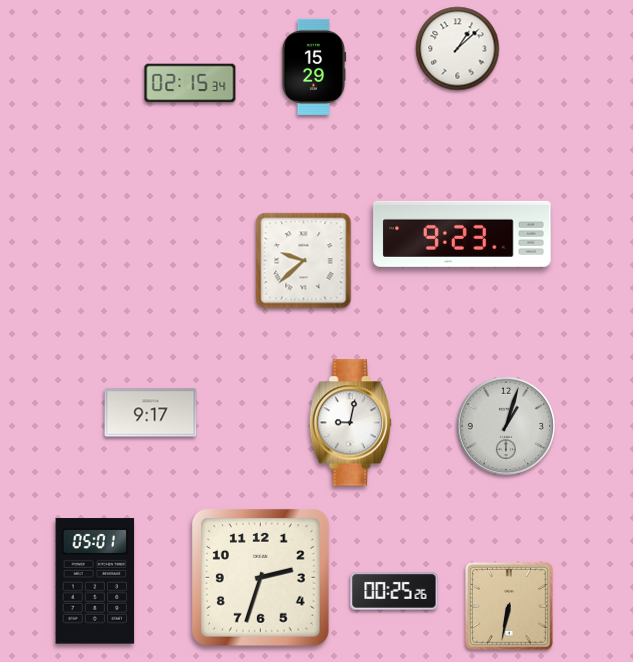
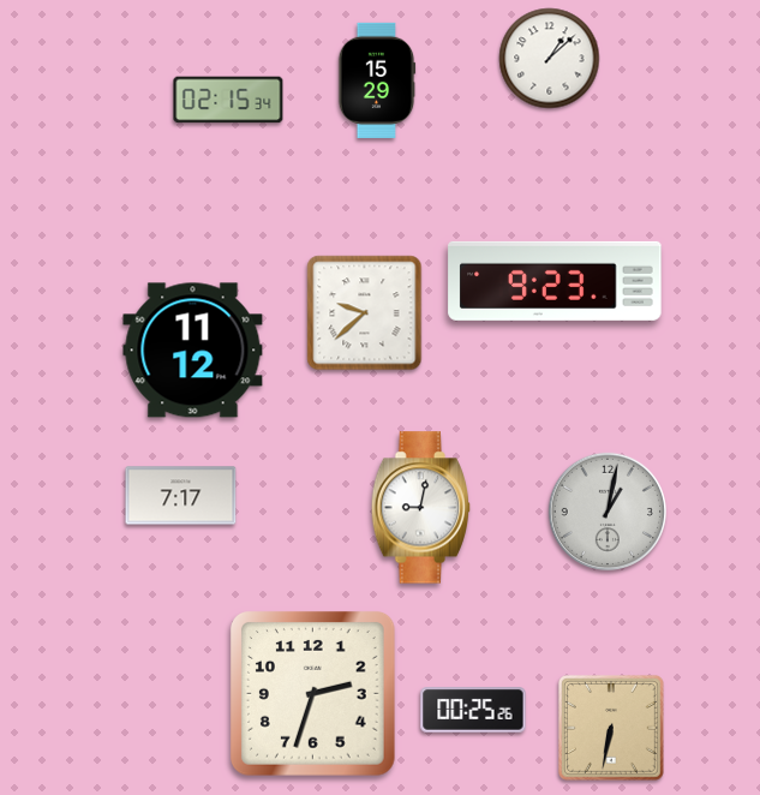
clock at (193, 351): none -> 11:12
clock at (151, 413): 9:17 -> 7:17
clock at (506, 426): 1:03 -> 1:02
clock at (95, 581): 05:01 -> none
